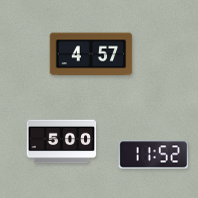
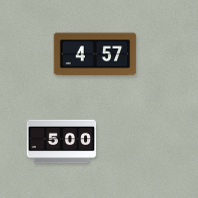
clock at (91, 54) position: (91, 54) -> (95, 54)
clock at (154, 155): 11:52 -> none
